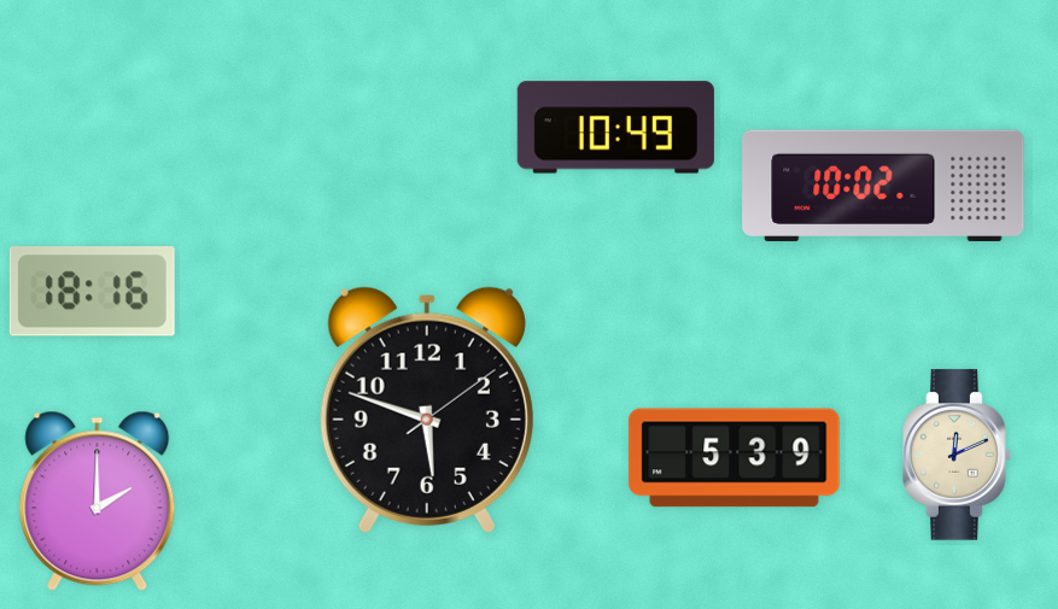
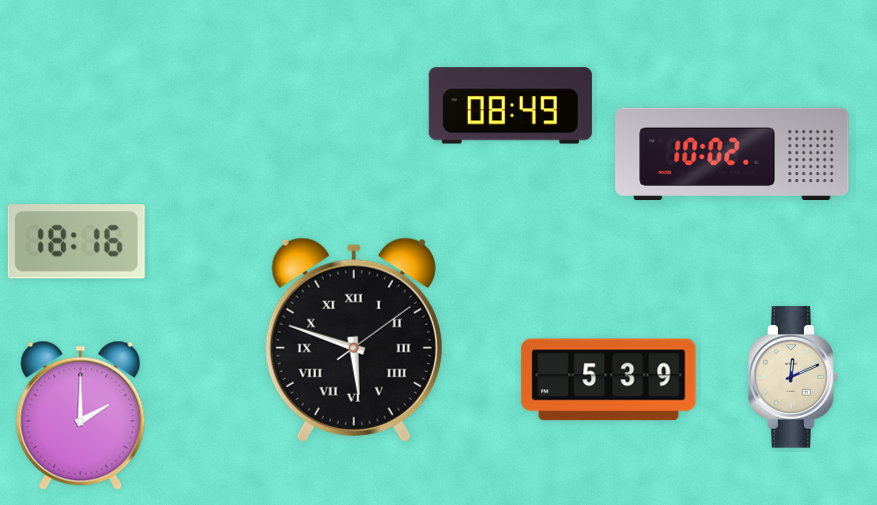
clock at (615, 128): 10:49 -> 08:49
clock at (427, 410) numerals: Arabic -> Roman
